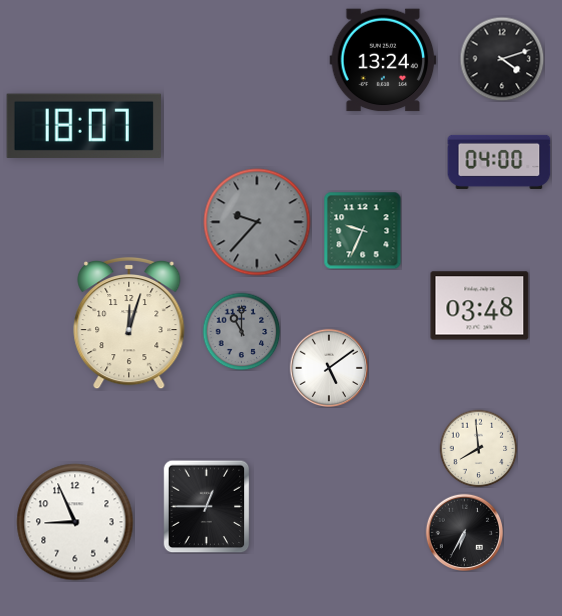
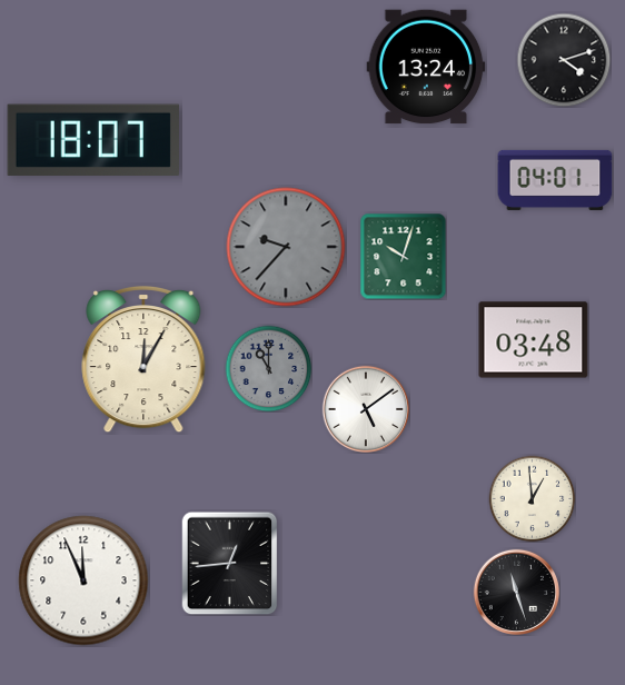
clock at (502, 59) position: (502, 59) -> (564, 60)
clock at (499, 162): 04:00 -> 04:01
clock at (362, 230): 9:34 -> 10:03
clock at (129, 323): 12:03 -> 12:05
clock at (478, 448): 7:59 -> 12:59
clock at (207, 506): 12:45 -> 12:44
clock at (75, 522): 8:56 -> 11:56
clock at (464, 532): 6:35 -> 11:27
